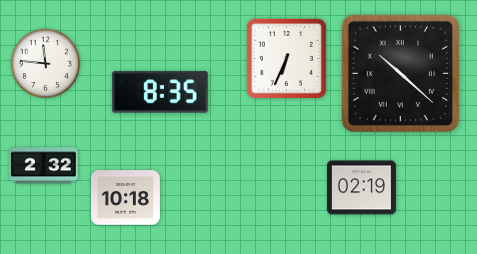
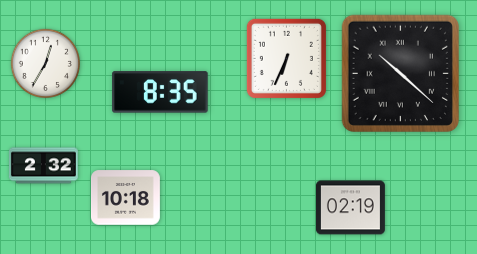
clock at (46, 64): 11:46 -> 12:35
clock at (361, 188) position: (361, 188) -> (350, 208)
